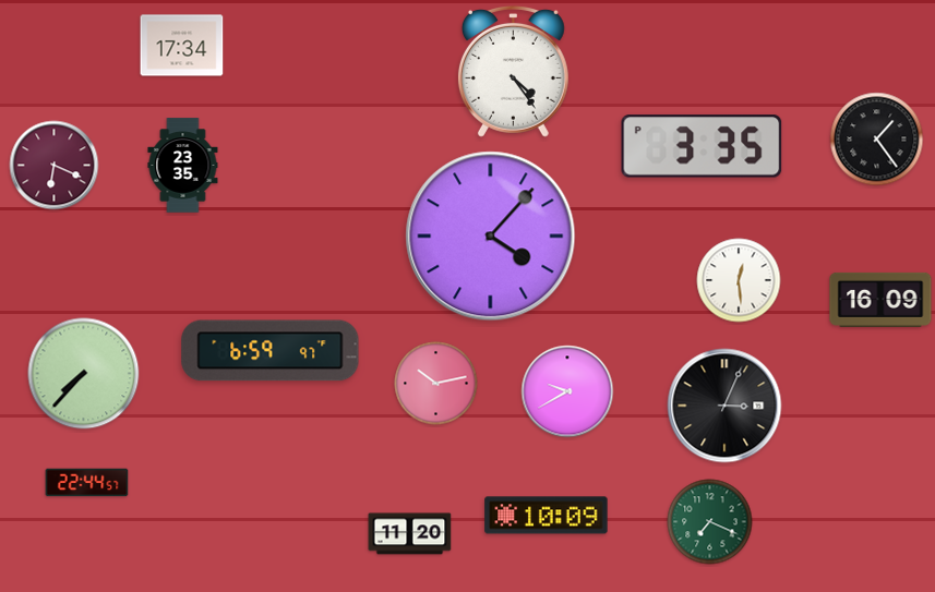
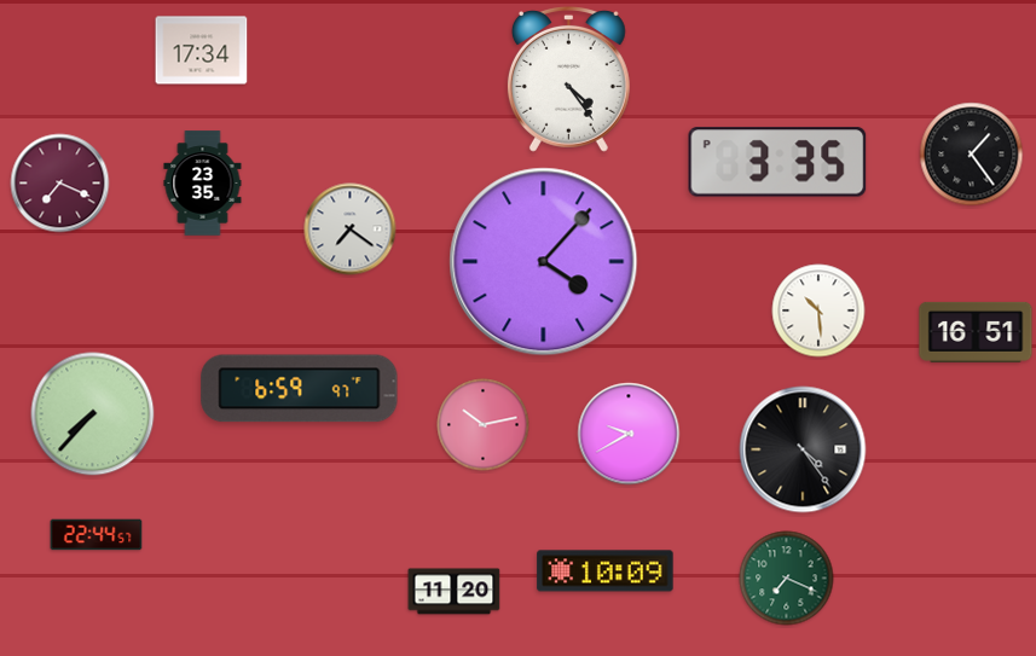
clock at (55, 166): 6:19 -> 7:19
clock at (351, 230): none -> 7:21
clock at (739, 280): 12:29 -> 10:29
clock at (880, 300): 16:09 -> 16:51
clock at (724, 406): 3:04 -> 4:24
